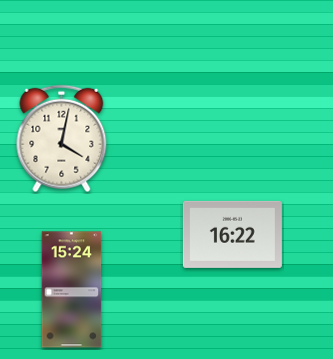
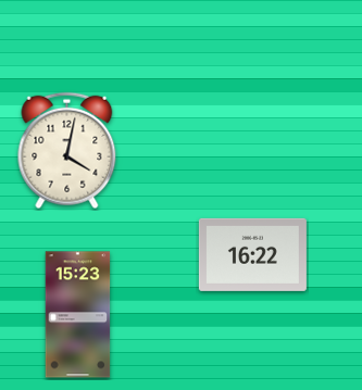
clock at (72, 290): 15:24 -> 15:23
